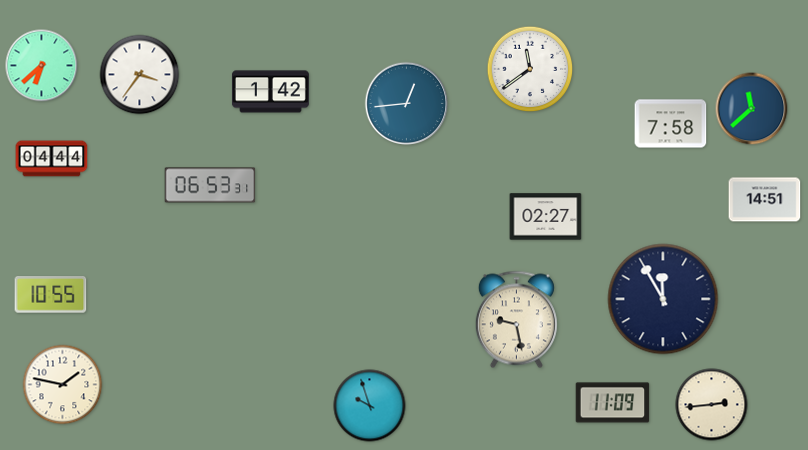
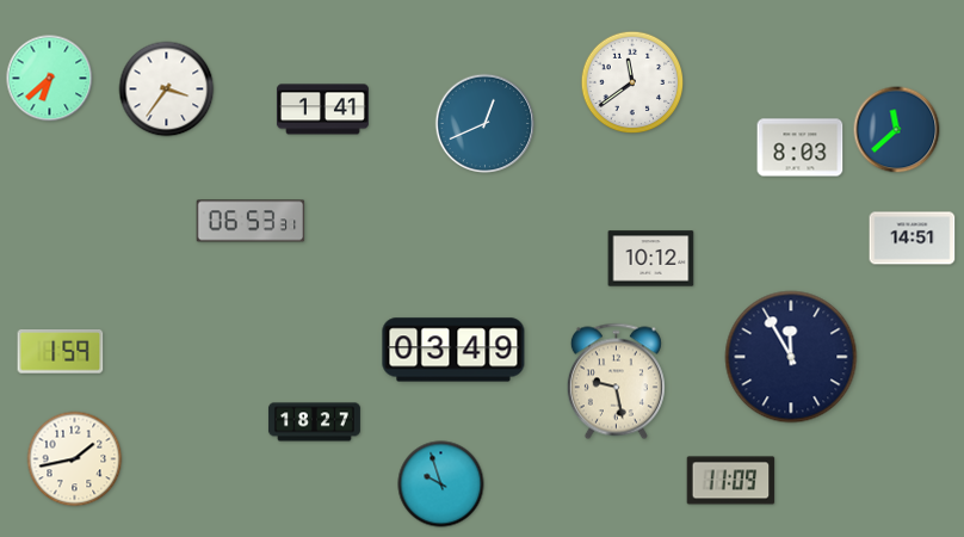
clock at (270, 92): 1:42 -> 1:41
clock at (407, 104): 12:44 -> 12:41
clock at (671, 124): 7:58 -> 8:03
clock at (52, 159): 04:44 -> none
clock at (546, 217): 02:27 -> 10:12
clock at (453, 350): none -> 03:49
clock at (51, 295): 10:55 -> 1:59
clock at (314, 422): none -> 18:27
clock at (63, 385): 1:47 -> 1:43
clock at (712, 405): 2:44 -> none
